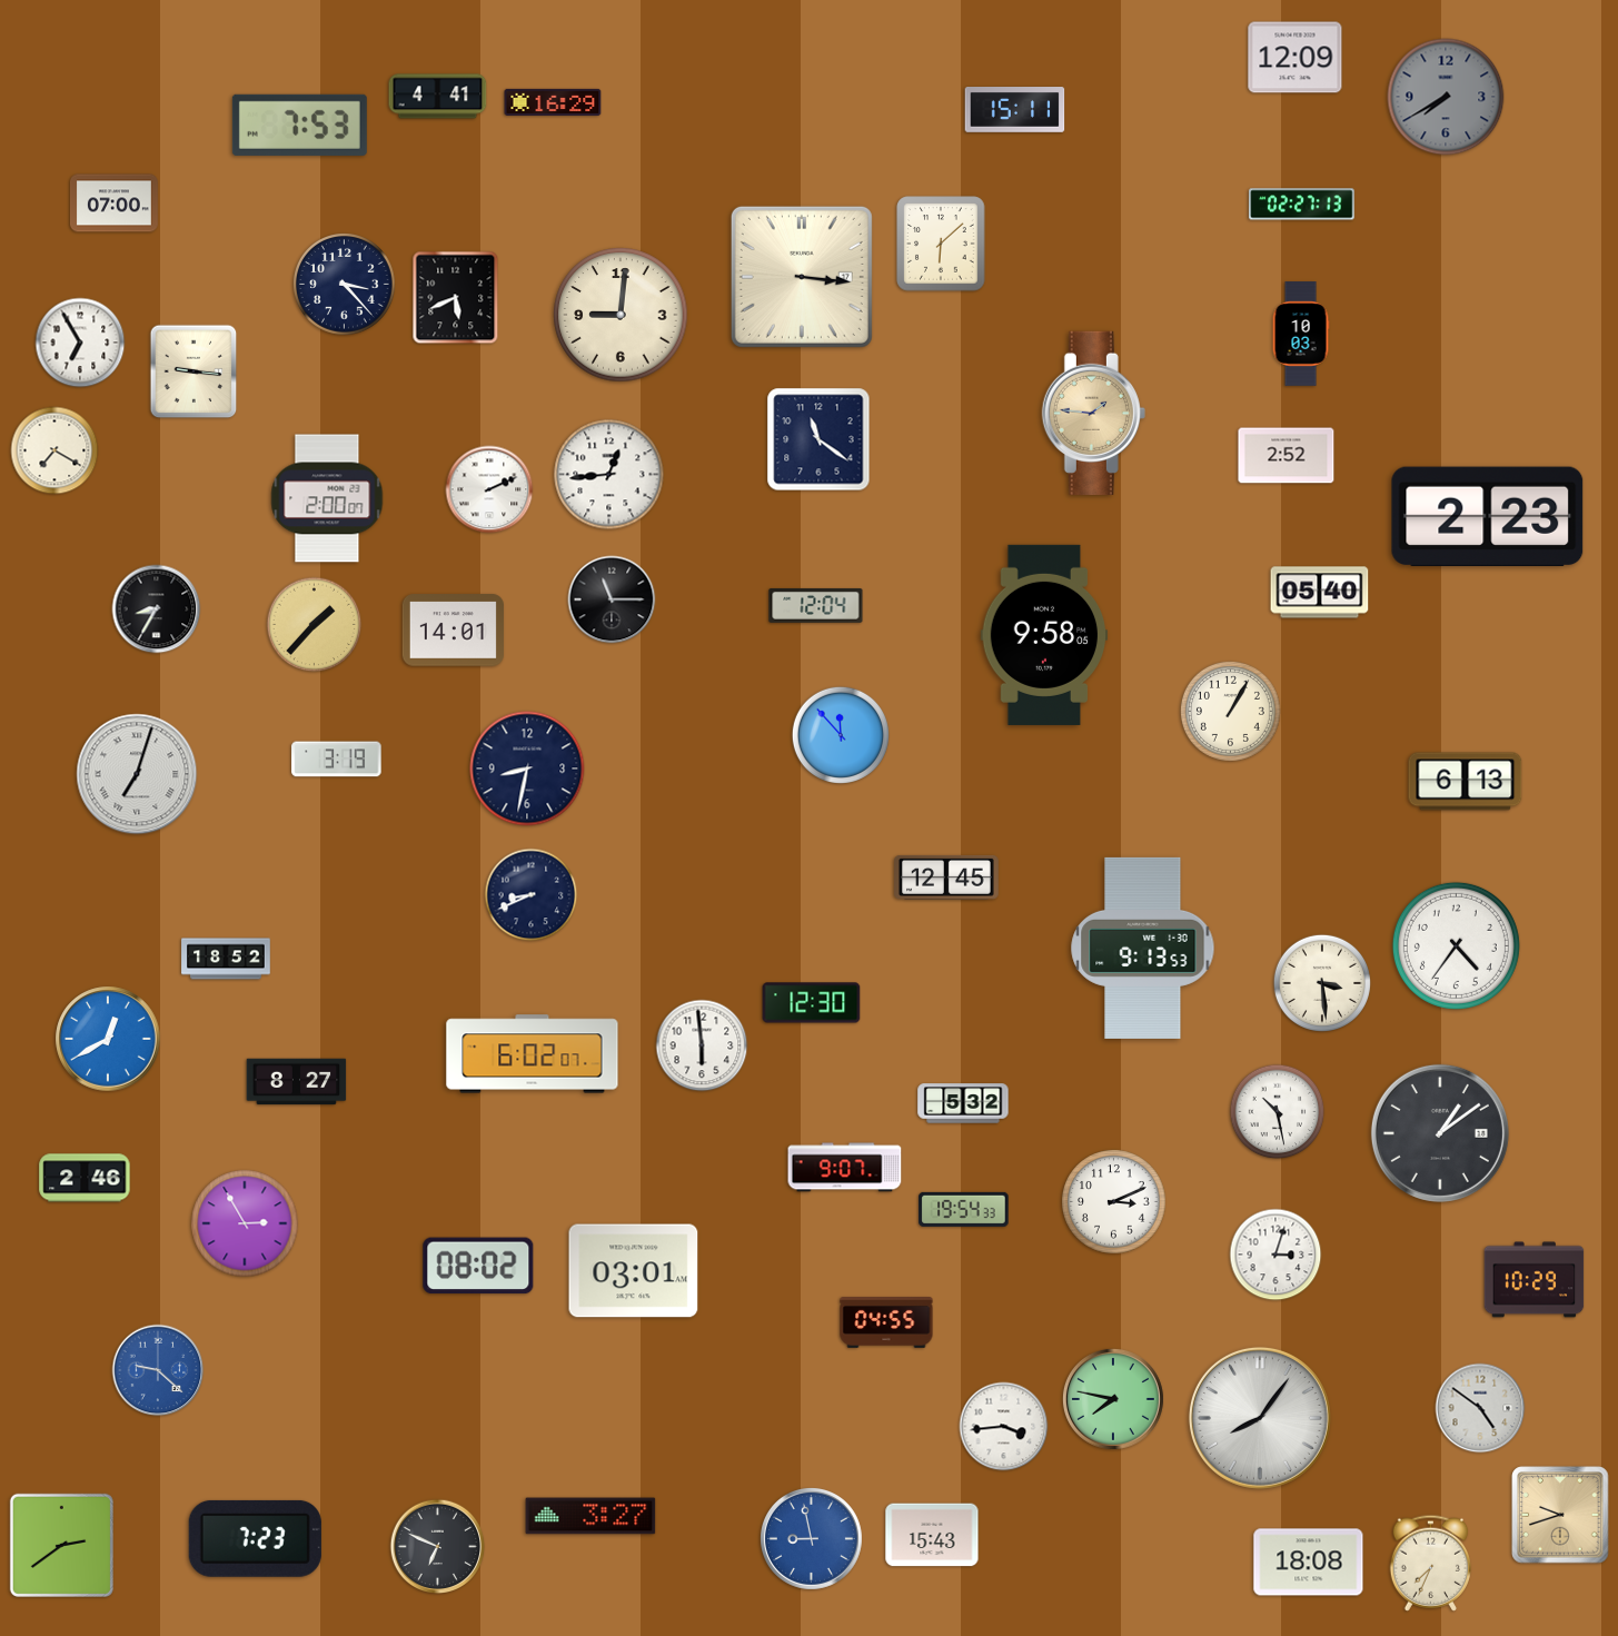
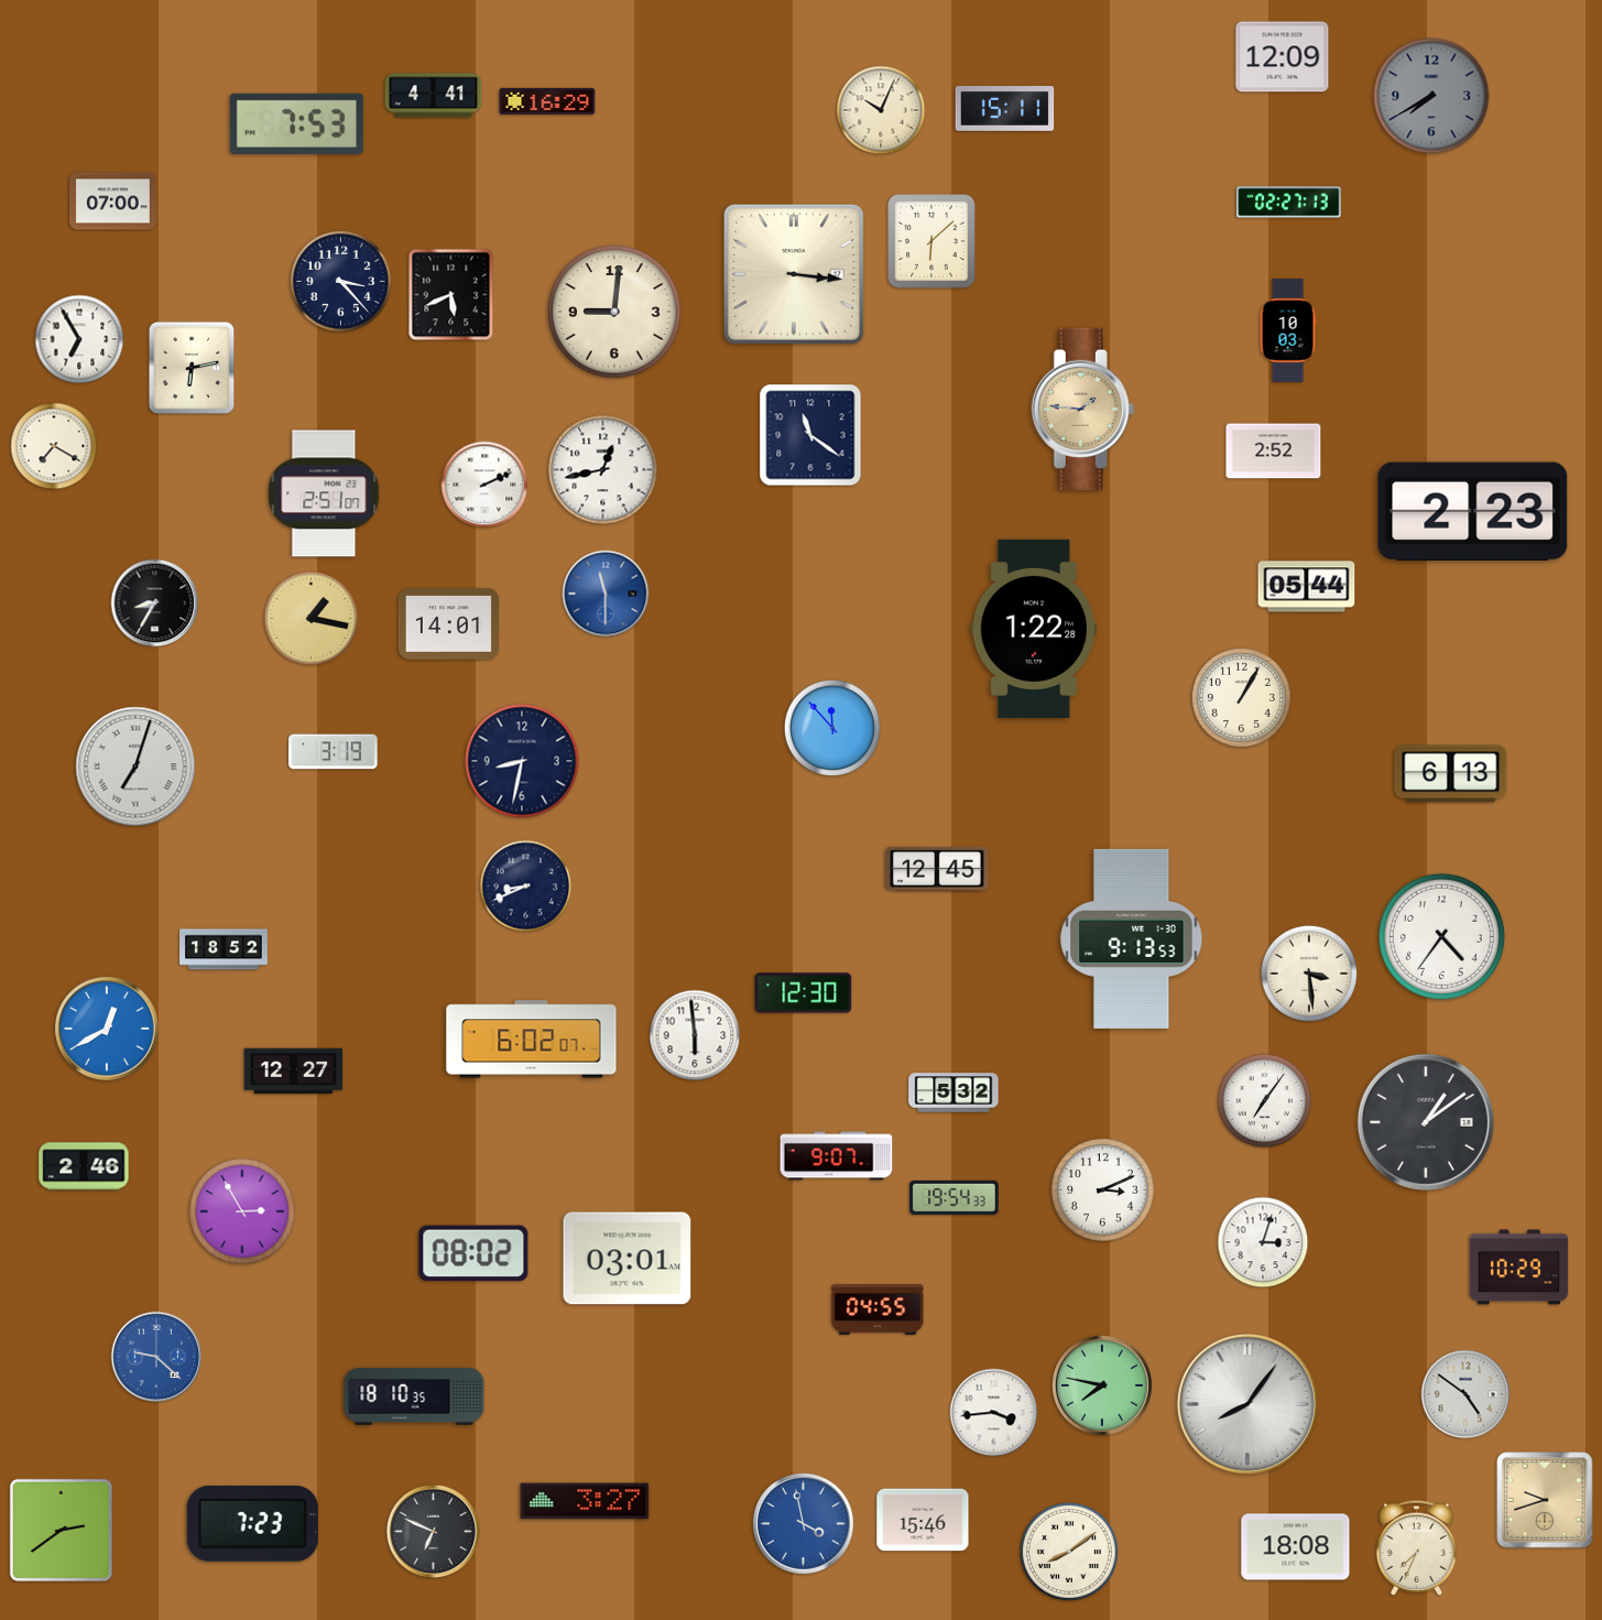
clock at (881, 110): none -> 10:04
clock at (193, 371): 9:16 -> 6:13
clock at (609, 475): 12:44 -> 12:43
clock at (327, 498): 2:00 -> 2:51
clock at (1320, 593): 05:40 -> 05:44
clock at (612, 599): 11:15 -> 11:30
clock at (612, 599) dial: black -> blue
clock at (816, 605): 12:04 -> none
clock at (315, 625): 1:37 -> 1:17
clock at (1044, 635): 9:58 -> 1:22
clock at (1230, 711) position: (1230, 711) -> (1241, 697)
clock at (533, 1054) position: (533, 1054) -> (532, 1040)
clock at (297, 1082): 8:27 -> 12:27
clock at (1278, 1112): 10:28 -> 7:06
clock at (414, 1396): none -> 18:10
clock at (932, 1535): 15:43 -> 15:46
clock at (811, 1538): 8:58 -> 3:58
clock at (1069, 1552): none -> 8:09
